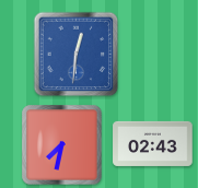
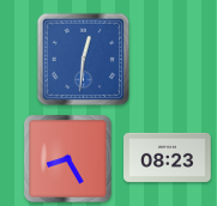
clock at (153, 143): 02:43 -> 08:23
clock at (62, 145): 7:32 -> 8:25
